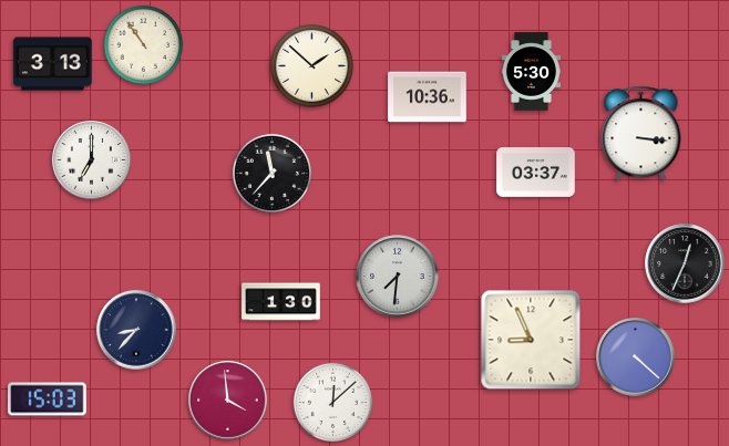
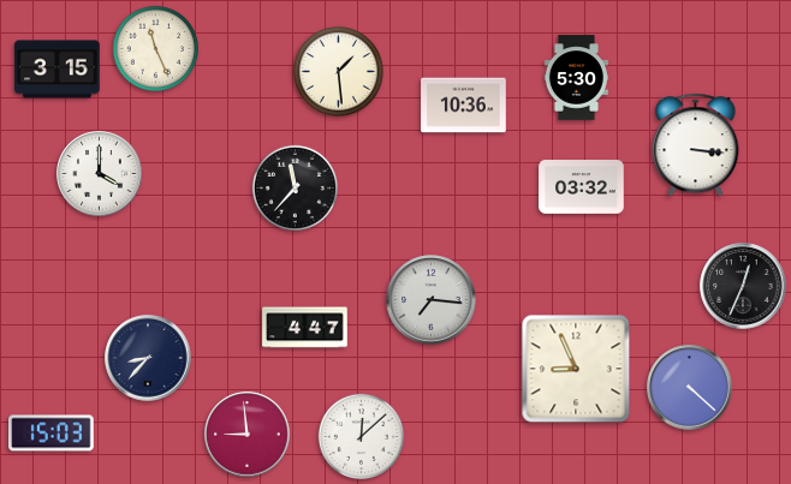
clock at (143, 44): 10:54 -> 11:26
clock at (53, 64): 3:13 -> 3:15
clock at (311, 65): 1:52 -> 1:29
clock at (92, 160): 7:00 -> 4:00
clock at (536, 173): 03:37 -> 03:32
clock at (398, 277): 7:31 -> 7:16
clock at (281, 302): 1:30 -> 4:47
clock at (228, 401): 3:59 -> 8:59
